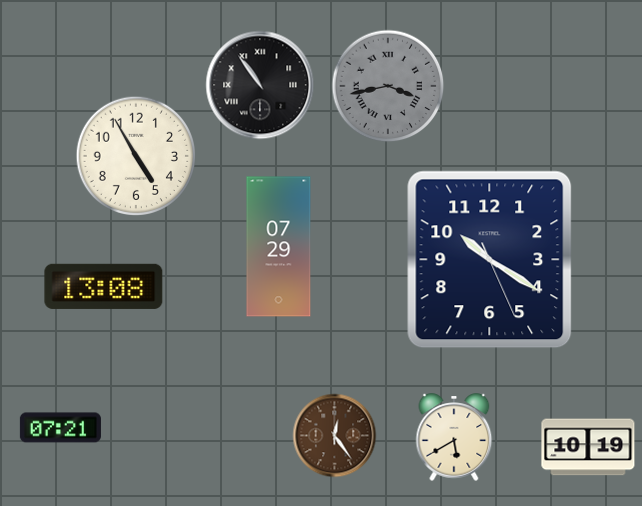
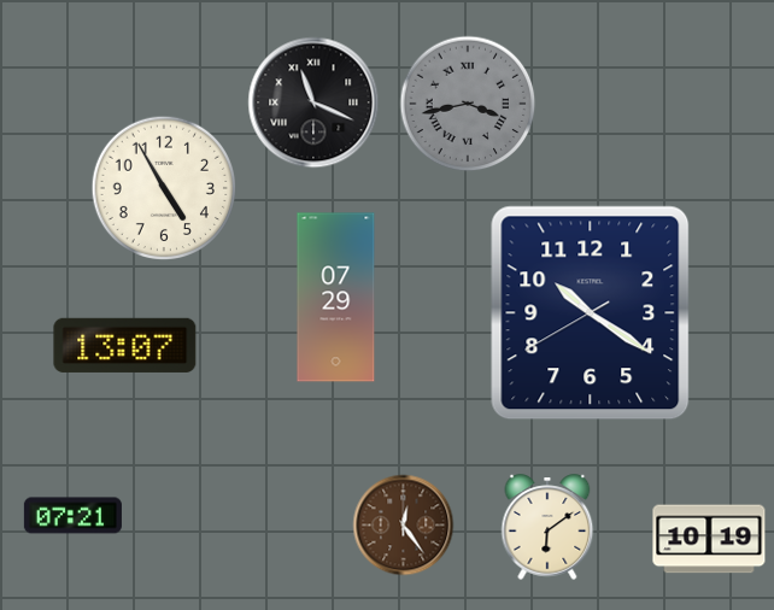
clock at (260, 85): 10:54 -> 11:19
clock at (490, 260): 10:20:26 -> 10:20:40
clock at (104, 286): 13:08 -> 13:07
clock at (454, 437): 5:40 -> 6:09
